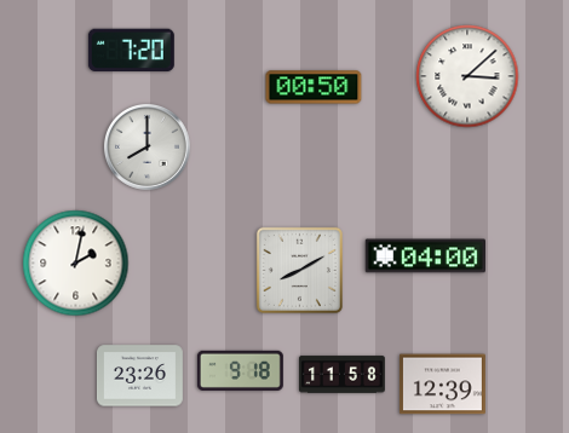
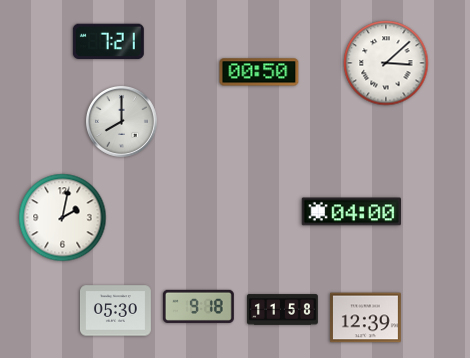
clock at (131, 51): 7:20 -> 7:21
clock at (299, 270): 8:10 -> none
clock at (139, 376): 23:26 -> 05:30
